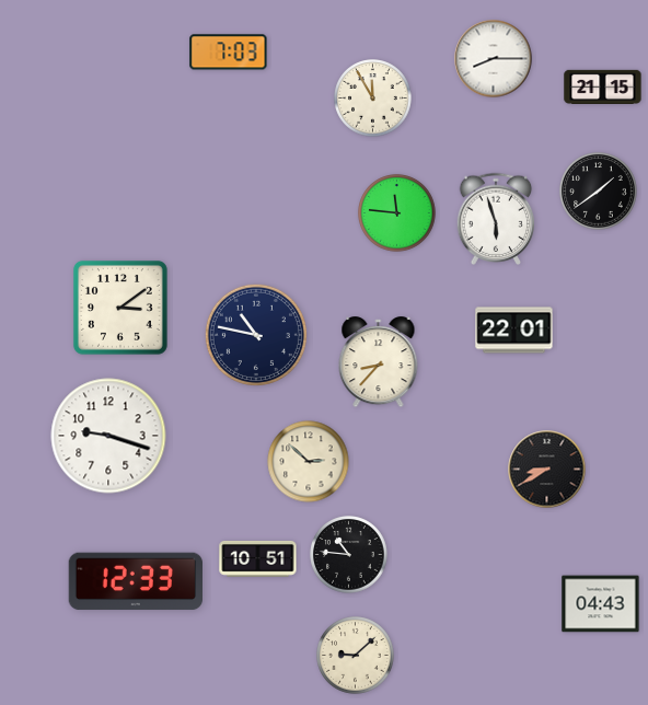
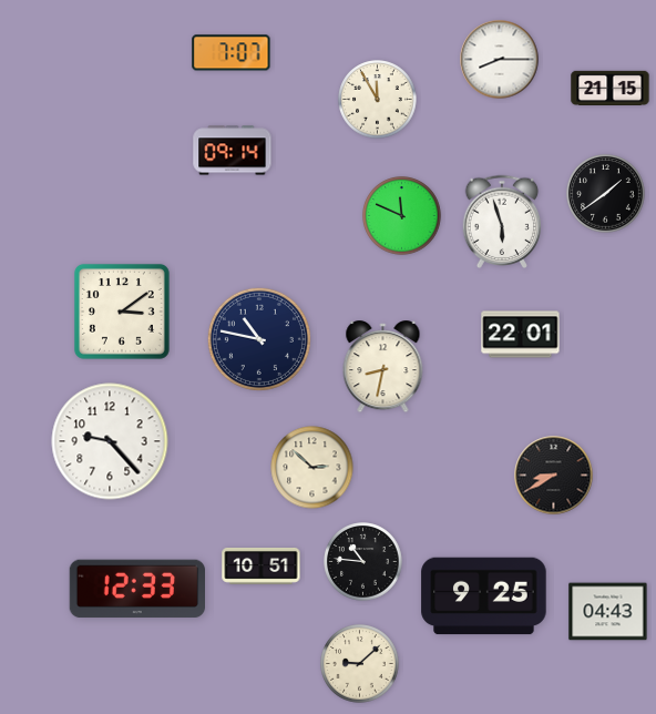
clock at (229, 53): 7:03 -> 7:07
clock at (233, 151): none -> 09:14
clock at (397, 213): 11:46 -> 11:49
clock at (379, 363): 8:37 -> 8:32
clock at (108, 436): 9:18 -> 9:23
clock at (349, 555) position: (349, 555) -> (363, 562)
clock at (484, 596): none -> 9:25
